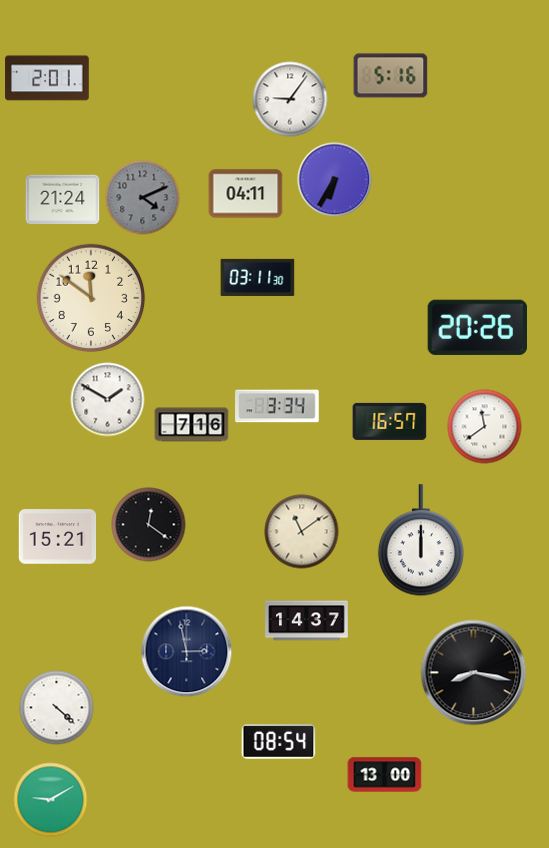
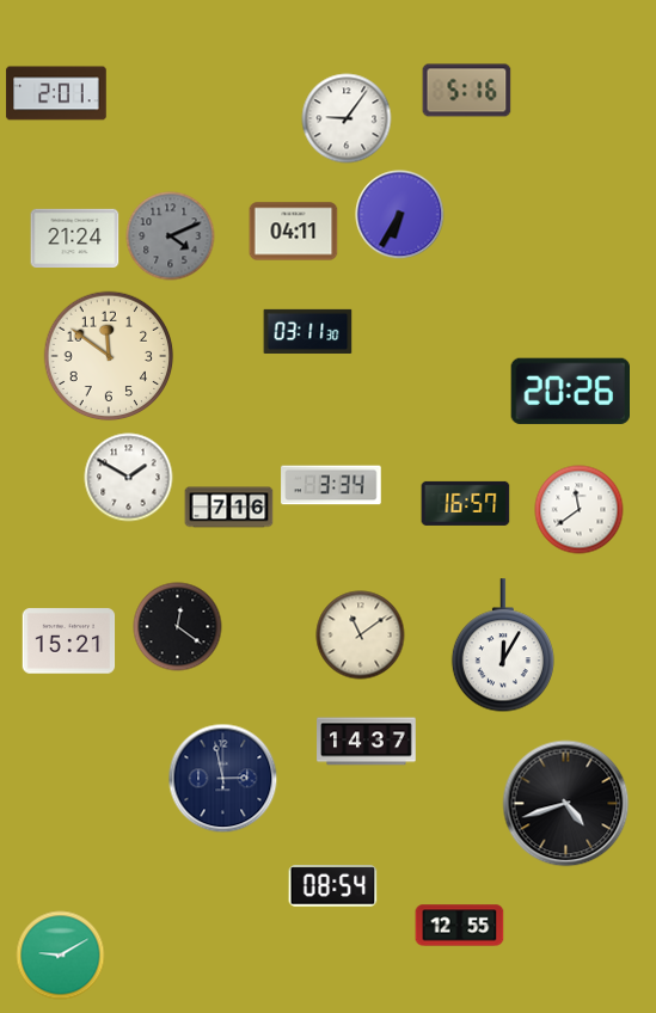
clock at (421, 541): 12:00 -> 12:05
clock at (474, 673): 8:17 -> 4:42
clock at (57, 708): 4:22 -> none
clock at (385, 775): 13:00 -> 12:55
